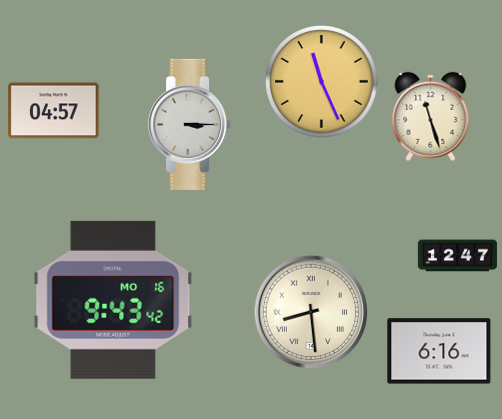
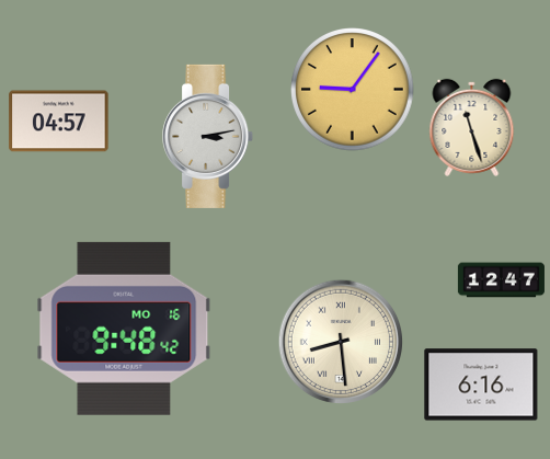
clock at (322, 82): 11:26 -> 9:06
clock at (190, 124): 3:15 -> 3:13
clock at (113, 300): 9:43 -> 9:48
